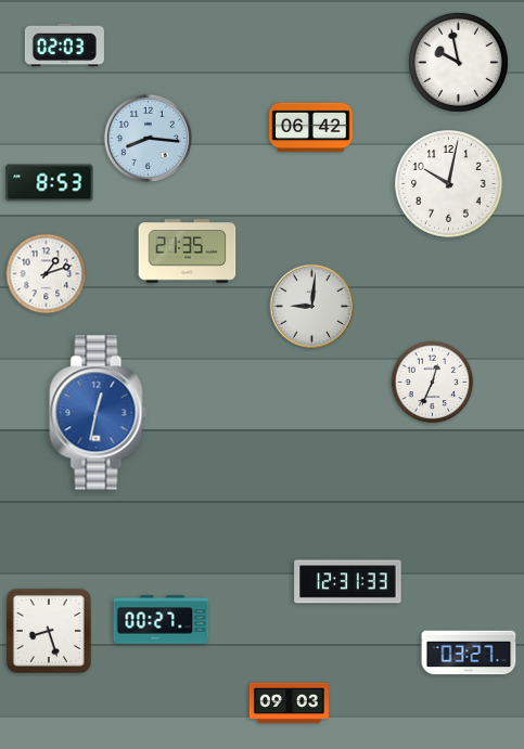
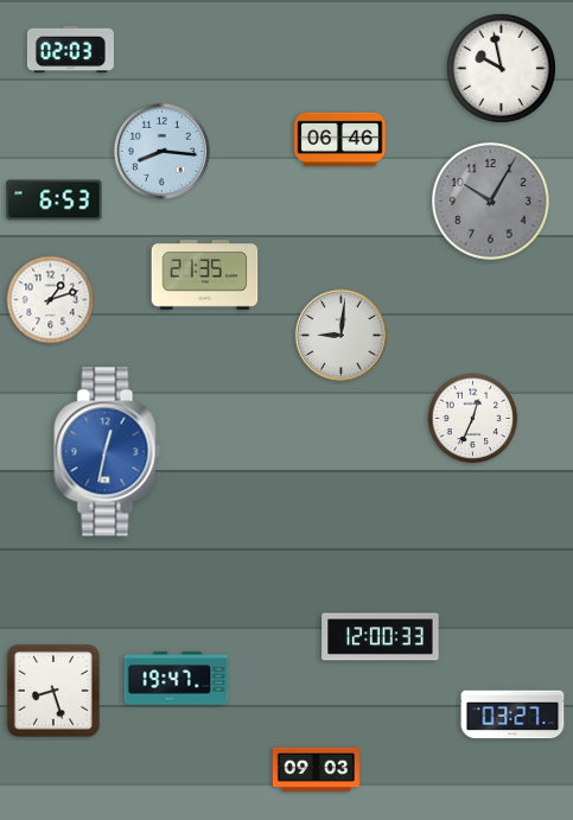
clock at (311, 128): 06:42 -> 06:46
clock at (50, 183): 8:53 -> 6:53
clock at (449, 184): 10:02 -> 10:05
clock at (449, 184) dial: white -> grey
clock at (348, 582): 12:31 -> 12:00
clock at (162, 620): 00:27 -> 19:47
